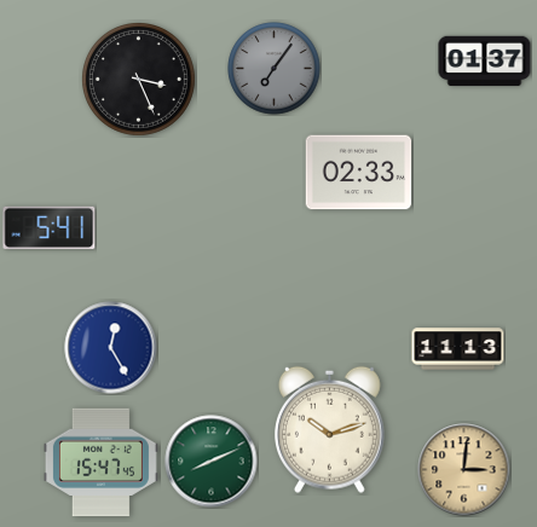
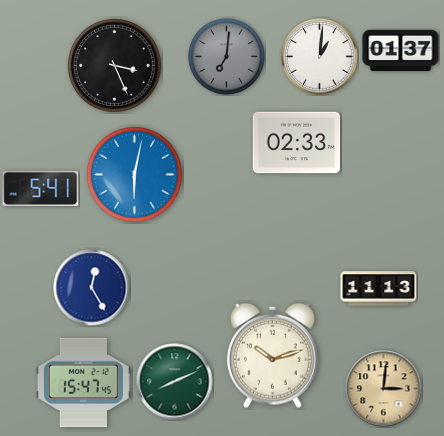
clock at (275, 69): 7:06 -> 7:01
clock at (320, 57): none -> 1:01
clock at (135, 175): none -> 6:02
